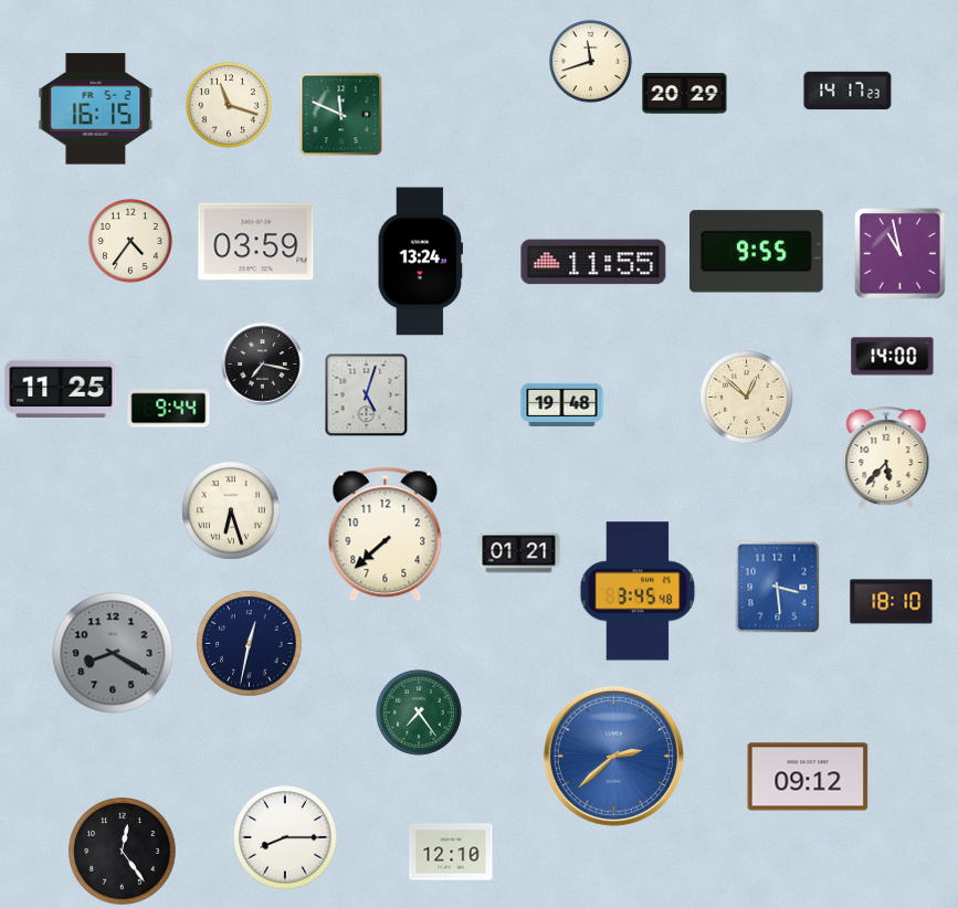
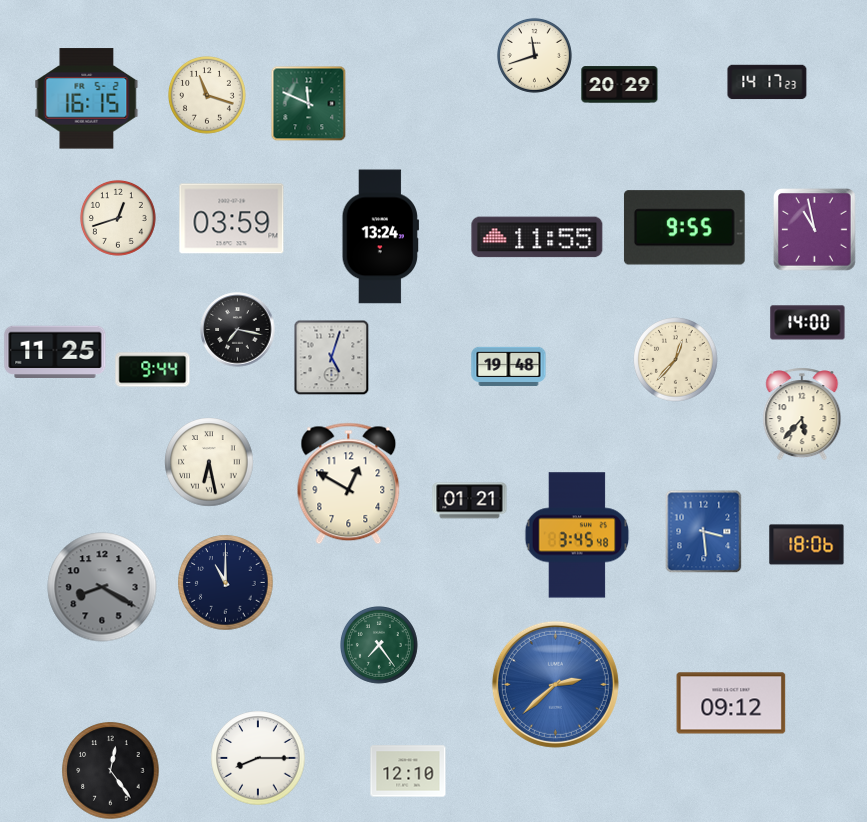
clock at (130, 241): 4:36 -> 12:42
clock at (747, 398): 12:52 -> 12:37
clock at (231, 510): 6:27 -> 6:28
clock at (386, 535): 7:38 -> 12:50
clock at (892, 602): 18:10 -> 18:06
clock at (250, 644): 12:32 -> 11:00
clock at (113, 653) position: (113, 653) -> (102, 587)
